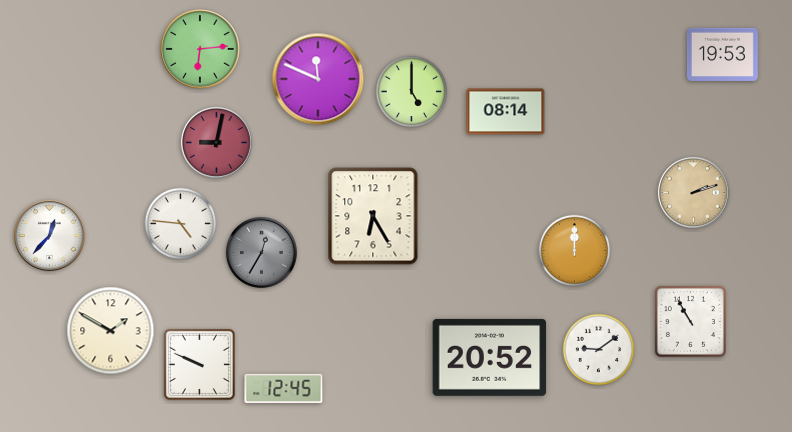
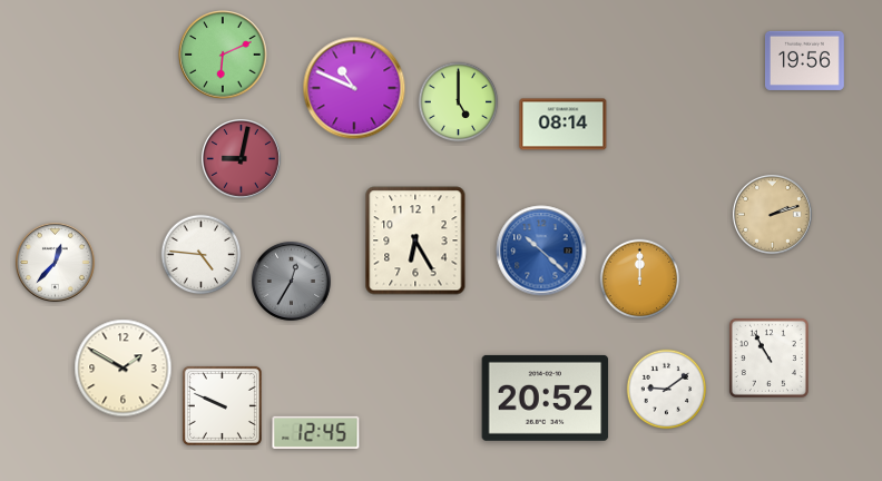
clock at (200, 49): 6:14 -> 6:11
clock at (722, 54): 19:53 -> 19:56
clock at (318, 79): 11:49 -> 10:49
clock at (181, 224) position: (181, 224) -> (202, 255)
clock at (541, 251): none -> 10:22
